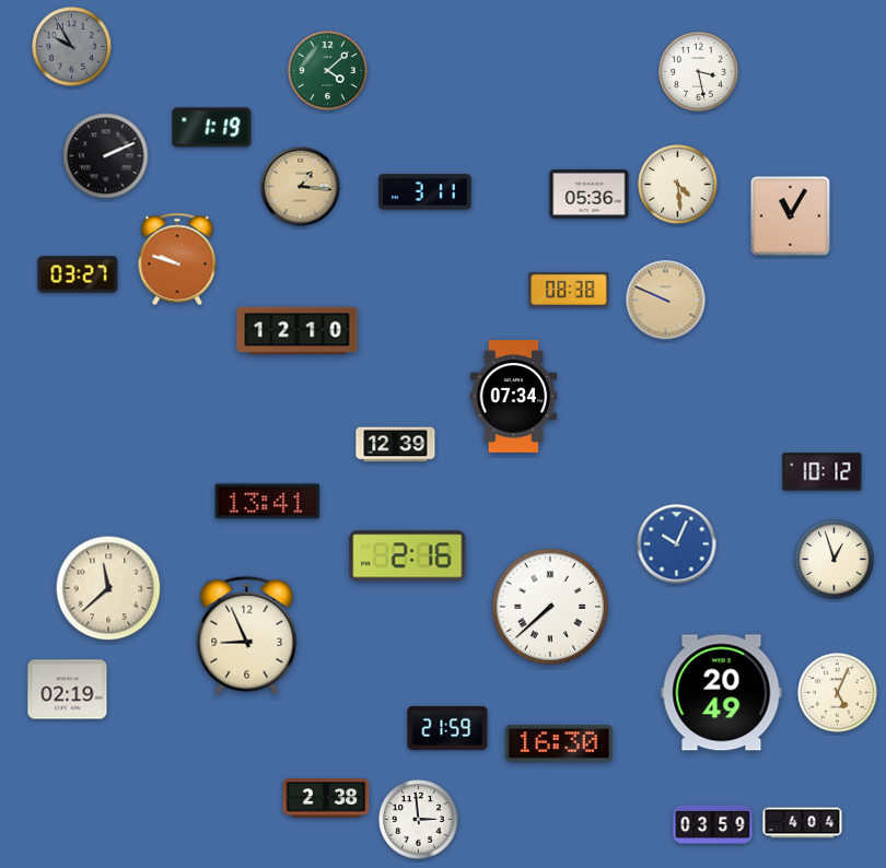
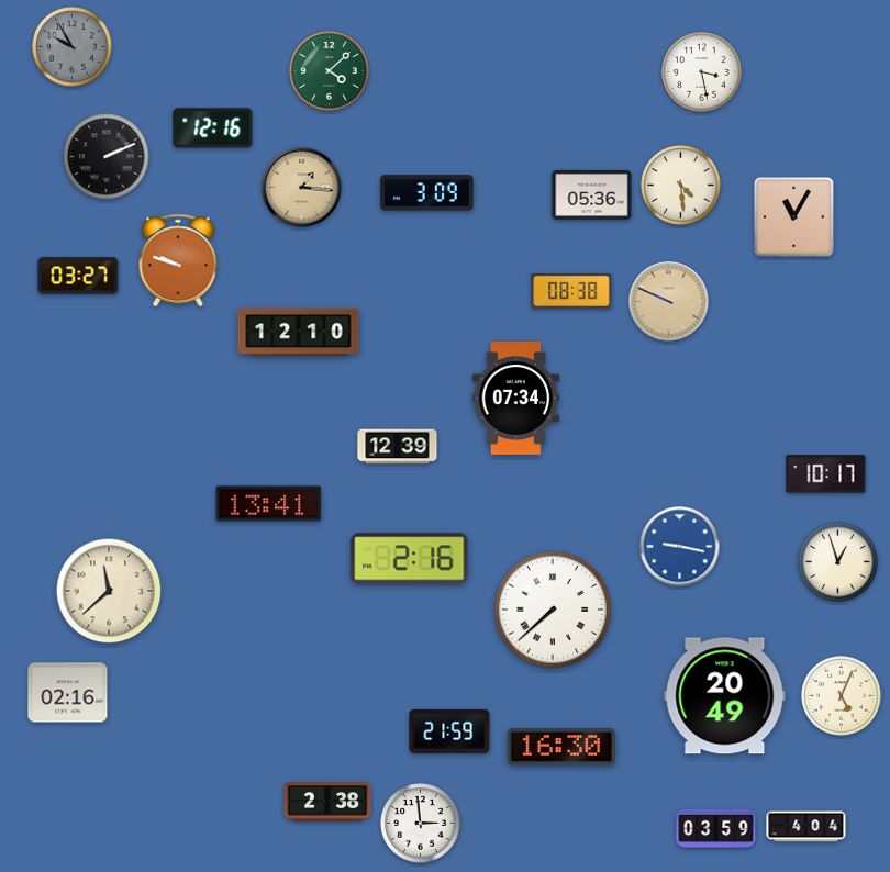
clock at (212, 128): 1:19 -> 12:16
clock at (425, 192): 3:11 -> 3:09
clock at (823, 472): 10:12 -> 10:17
clock at (677, 544): 10:04 -> 9:17
clock at (247, 635): 8:56 -> none
clock at (68, 690): 02:19 -> 02:16
